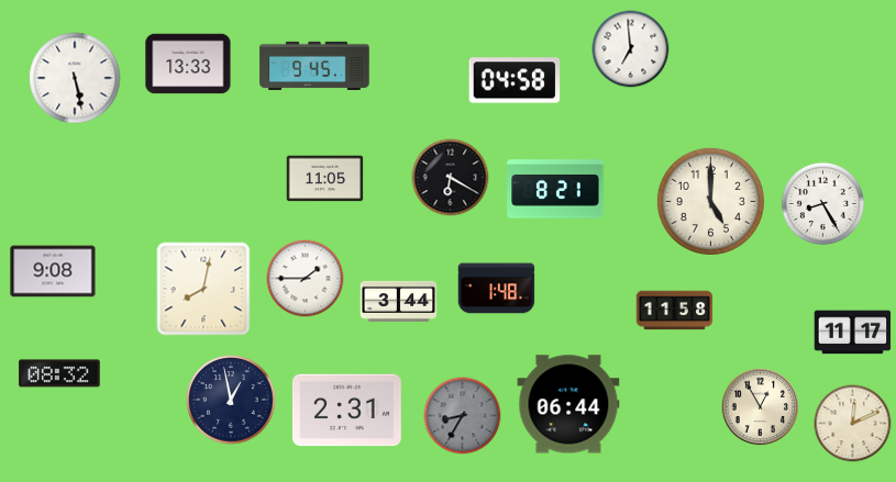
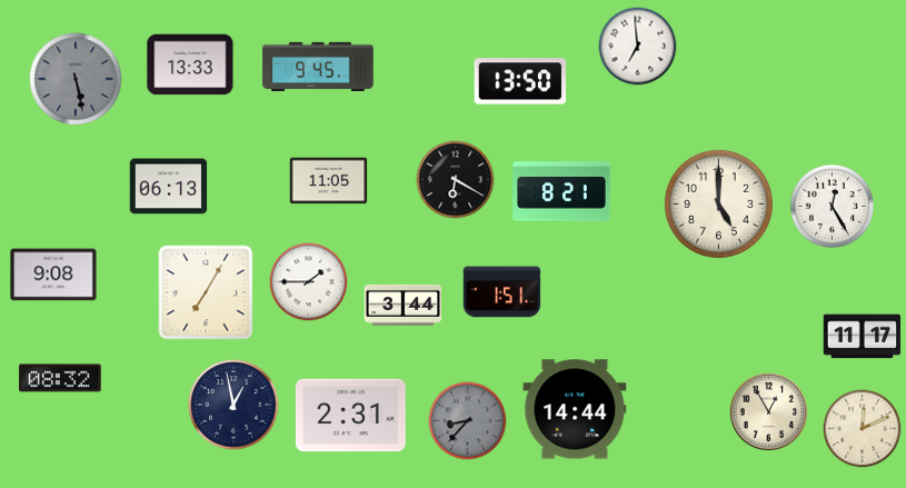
clock at (631, 49) position: (631, 49) -> (638, 47)
clock at (75, 78) dial: white -> grey
clock at (515, 80): 04:58 -> 13:50
clock at (169, 187): none -> 06:13
clock at (822, 203): 8:25 -> 12:25
clock at (203, 289): 8:02 -> 7:05
clock at (497, 289): 1:48 -> 1:51
clock at (675, 311): 11:58 -> none
clock at (568, 404): 06:44 -> 14:44
clock at (463, 416): 8:35 -> 8:37
